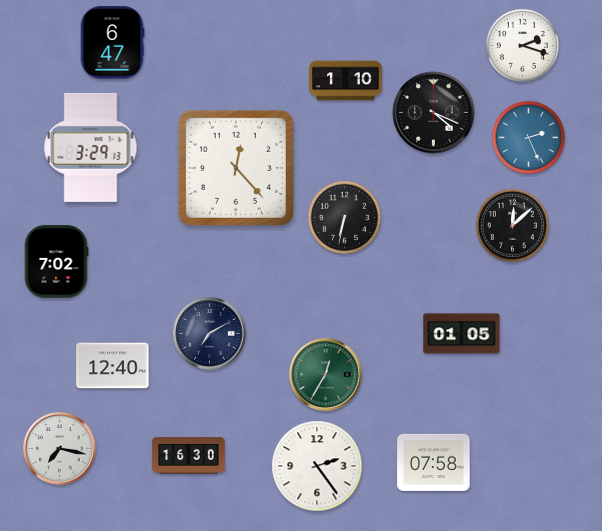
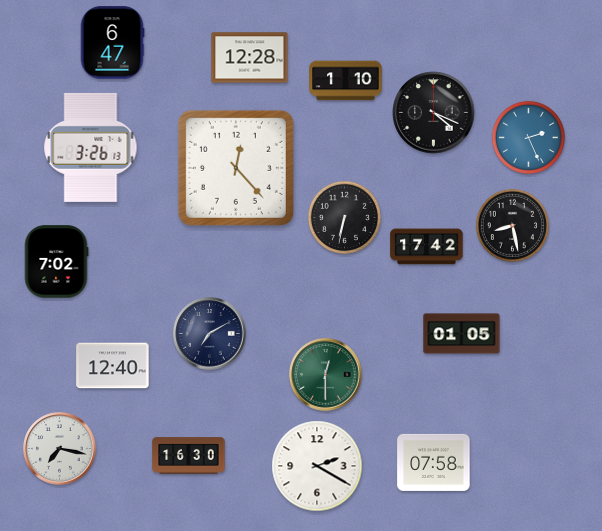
clock at (522, 45): 2:18 -> none
clock at (250, 58): none -> 12:28
clock at (91, 147): 3:29 -> 3:26
clock at (512, 225): 12:08 -> 8:28
clock at (427, 247): none -> 17:42
clock at (326, 375): 12:35 -> 12:30
clock at (317, 466): 2:24 -> 2:20
